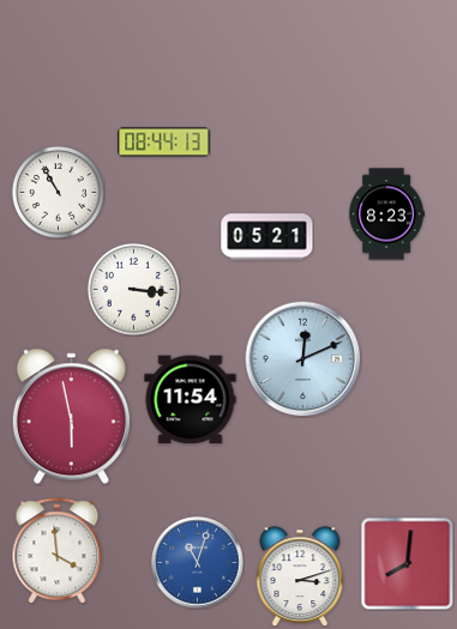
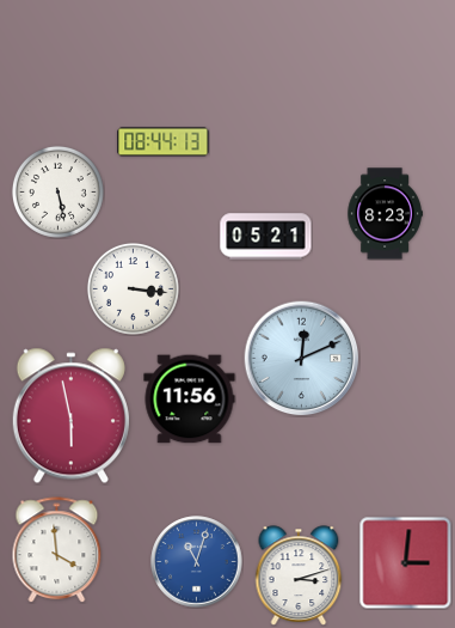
clock at (58, 192): 10:55 -> 5:28
clock at (191, 400): 11:54 -> 11:56
clock at (407, 563): 8:01 -> 3:01
